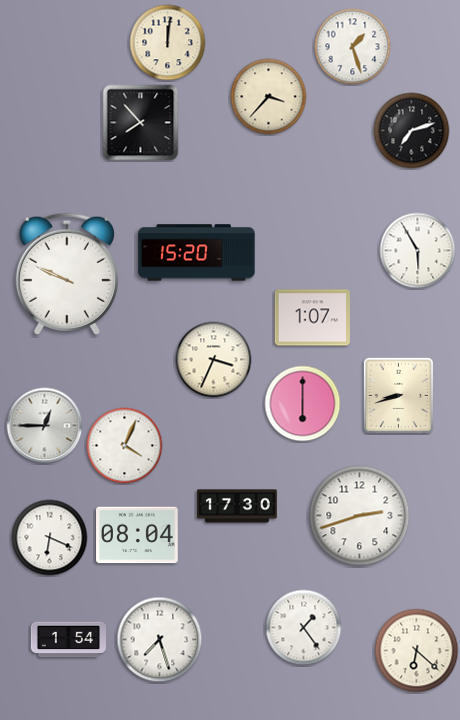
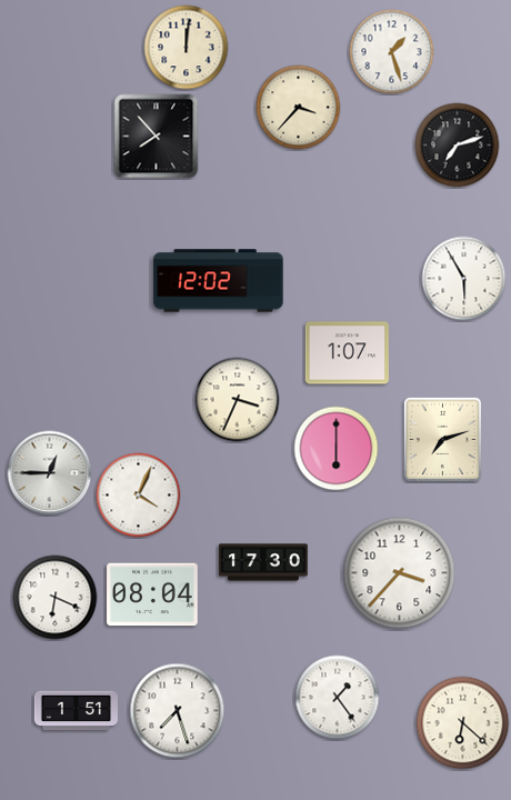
clock at (197, 253): 15:20 -> 12:02
clock at (67, 273): 9:49 -> none
clock at (398, 395): 8:42 -> 7:12
clock at (360, 516): 2:42 -> 3:37
clock at (68, 640): 1:54 -> 1:51
